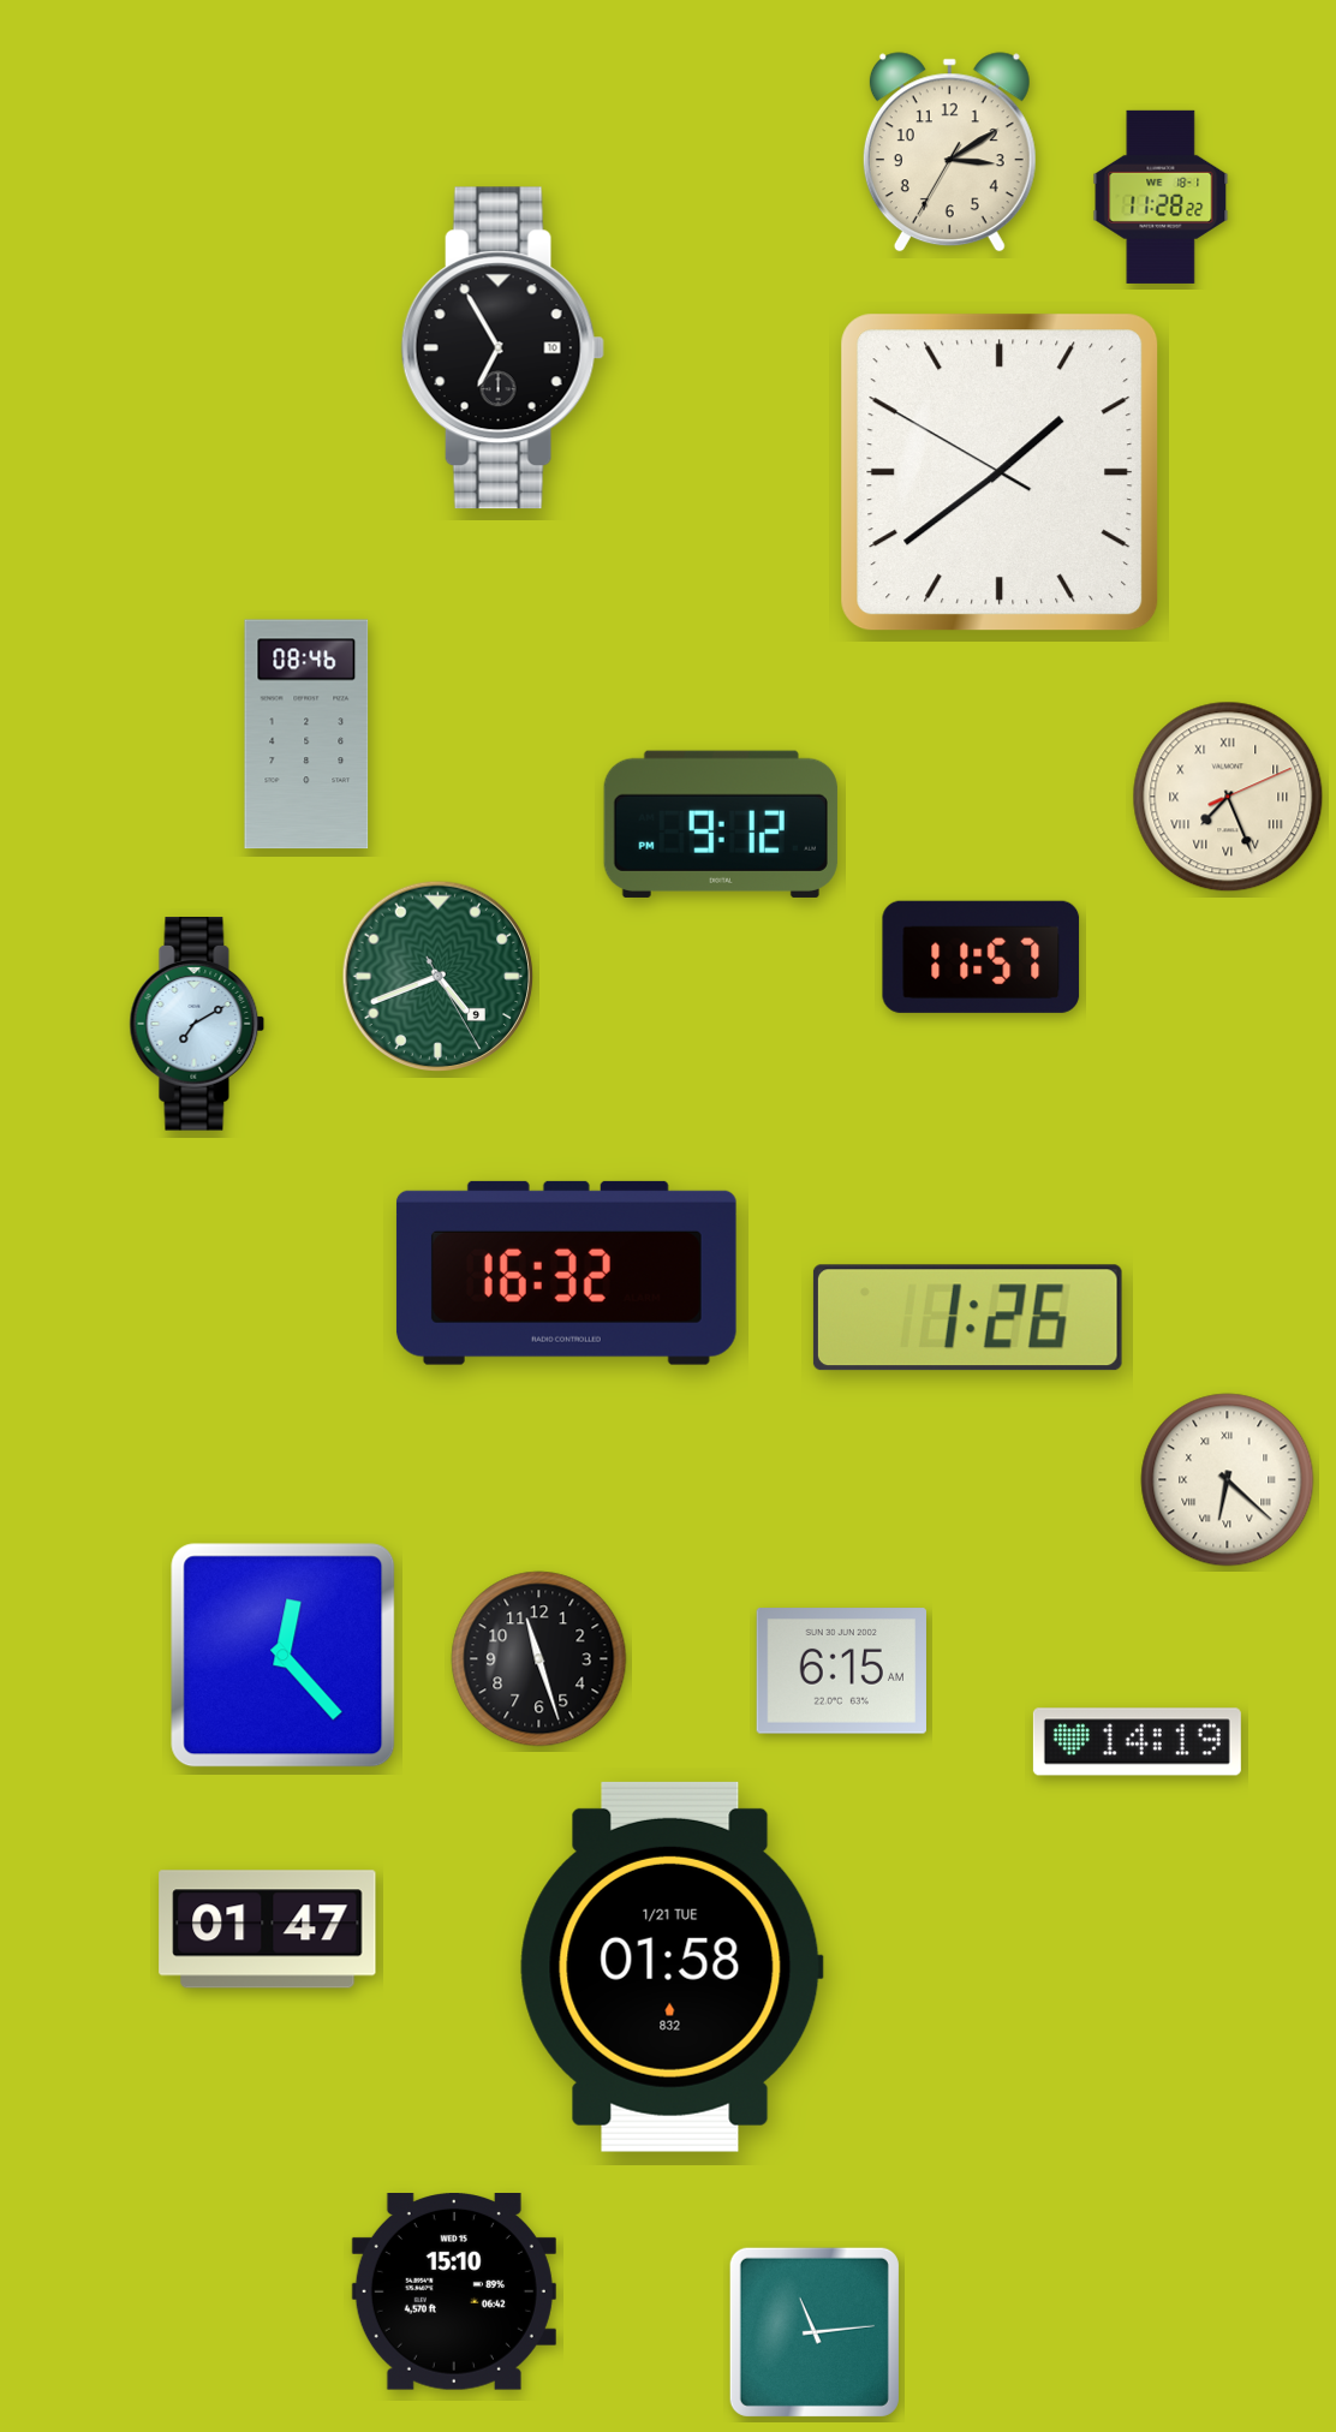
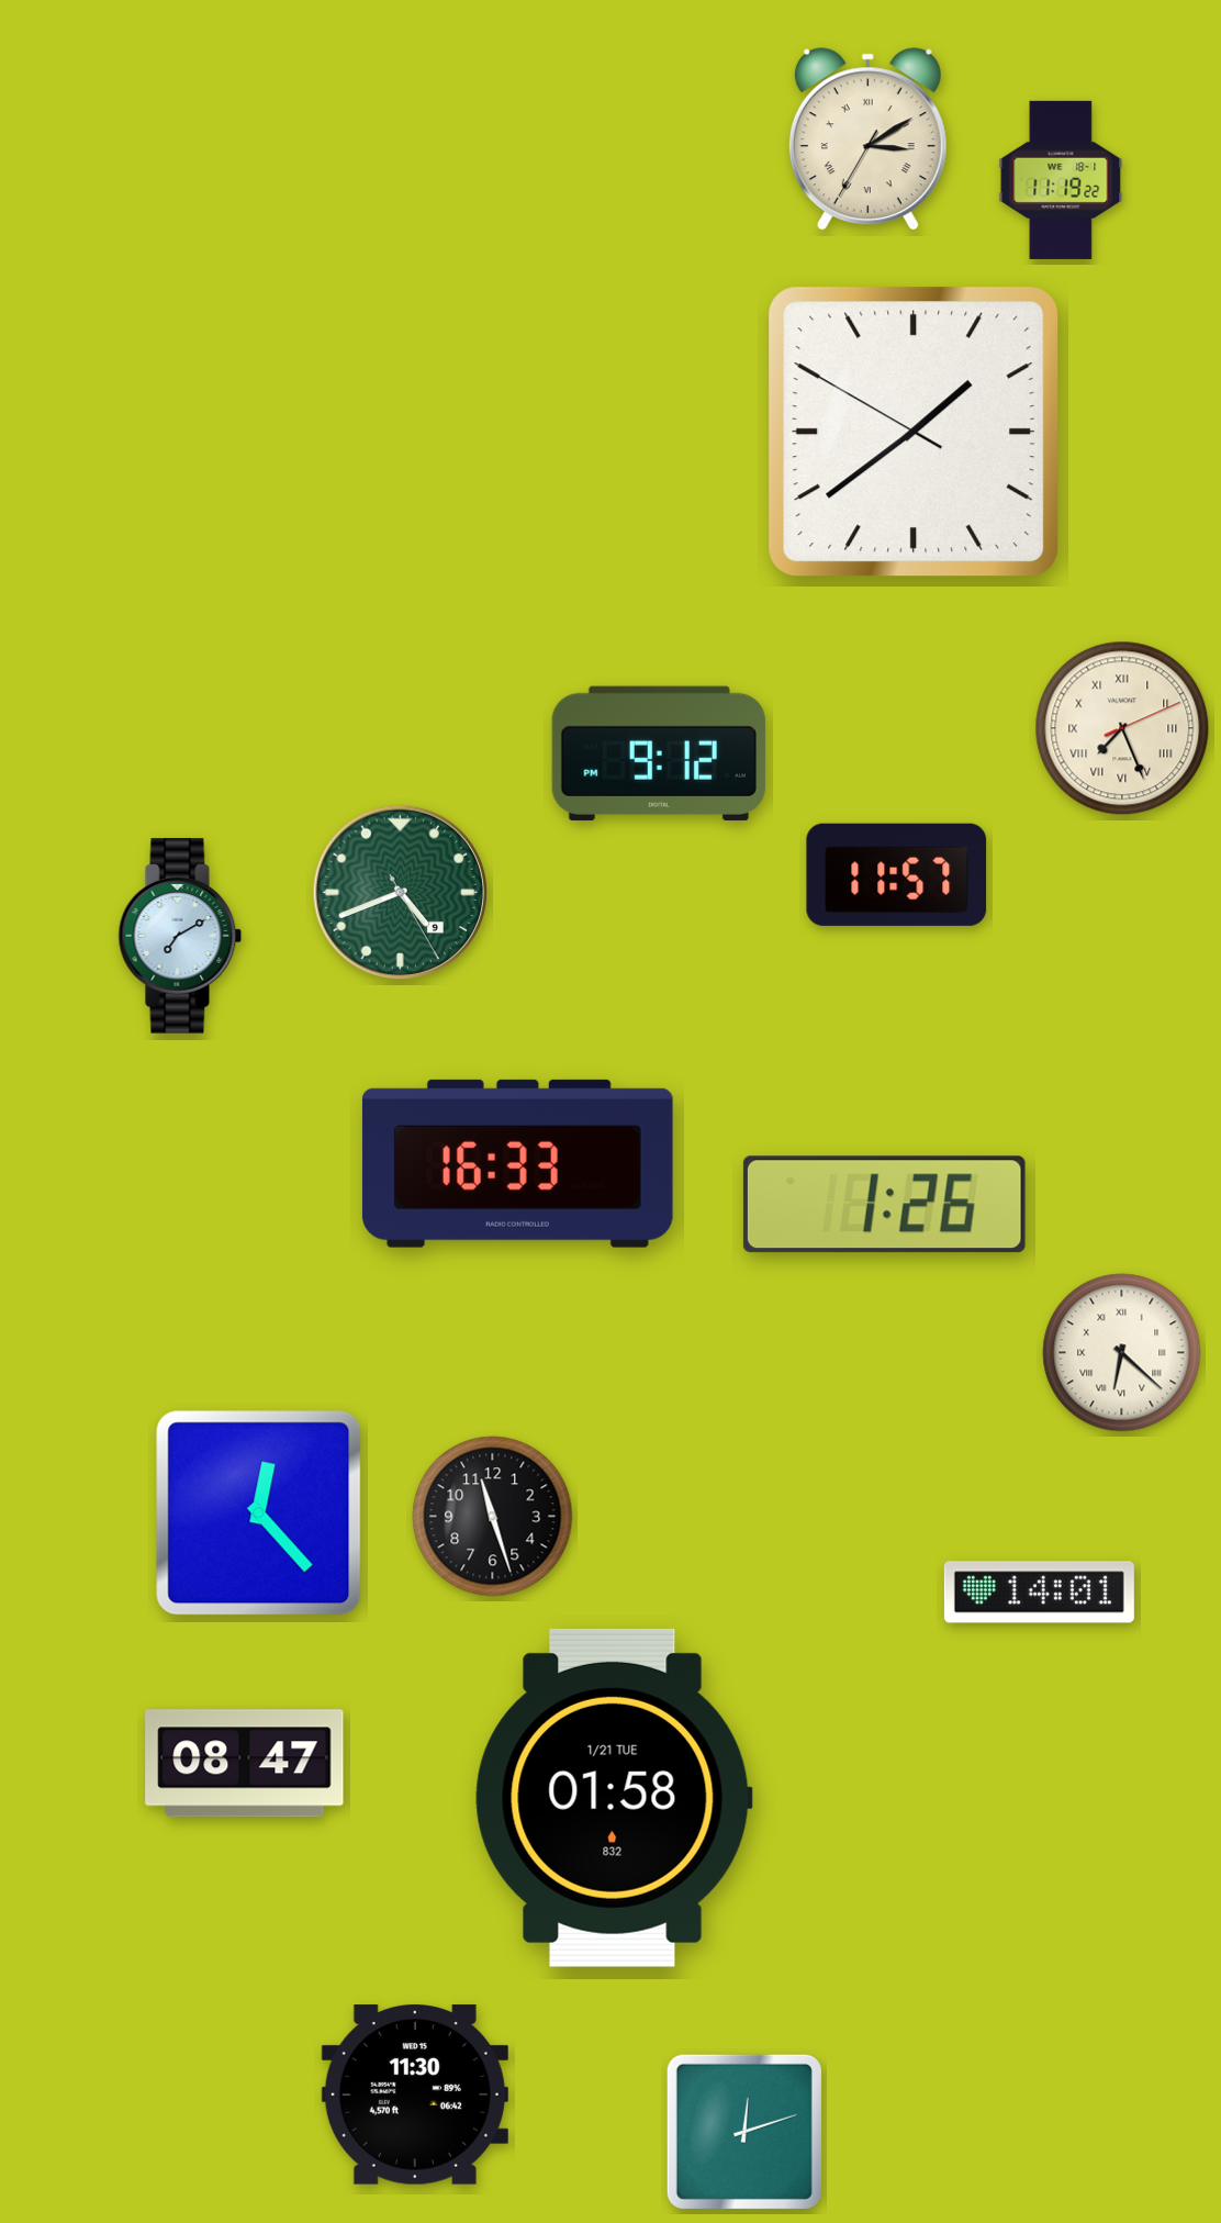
clock at (949, 153) numerals: Arabic -> Roman
clock at (1161, 197): 11:28 -> 11:19
clock at (502, 348): 6:55 -> none
clock at (306, 734): 08:46 -> none
clock at (566, 1272): 16:32 -> 16:33
clock at (841, 1671): 6:15 -> none
clock at (1137, 1742): 14:19 -> 14:01
clock at (268, 1930): 01:47 -> 08:47
clock at (454, 2293): 15:10 -> 11:30
clock at (815, 2332): 11:14 -> 12:12
